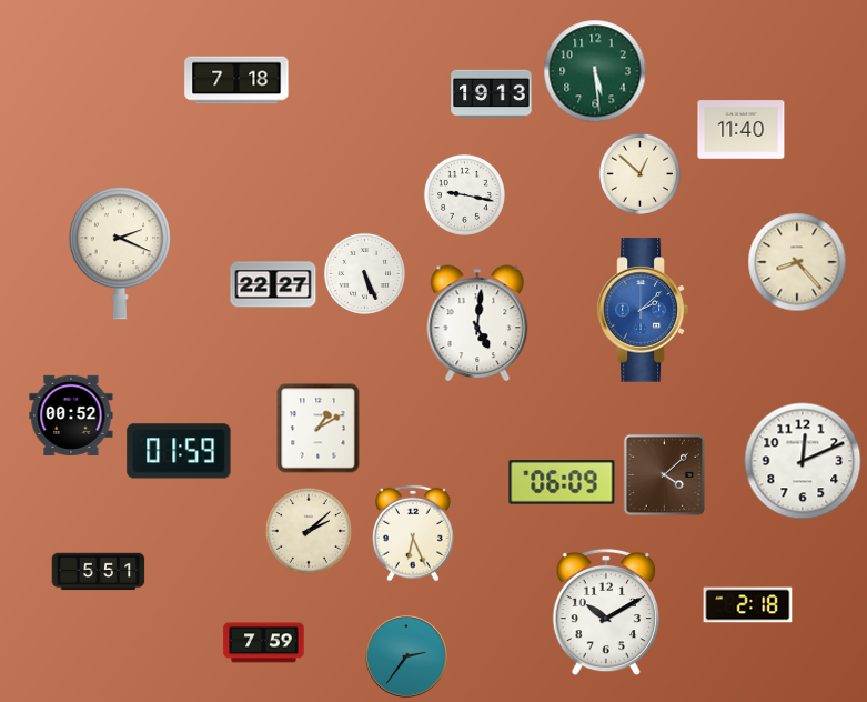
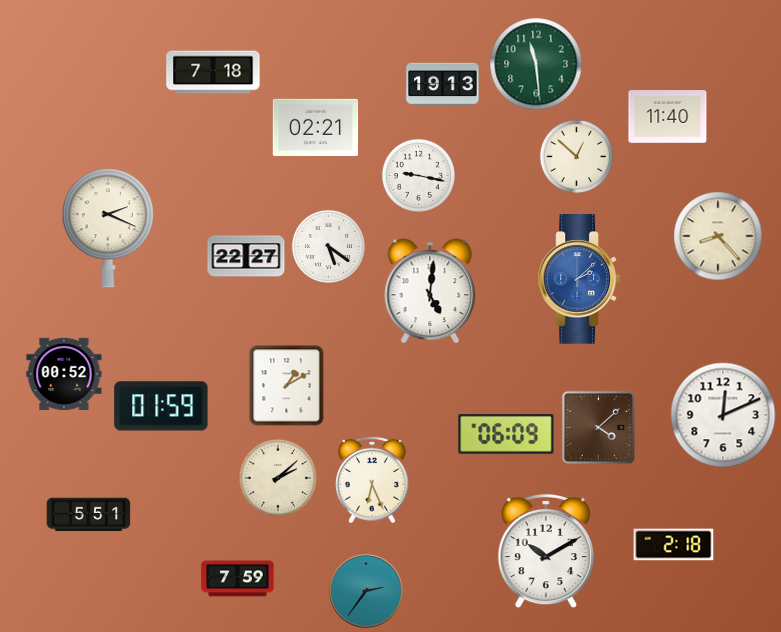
clock at (595, 71): 5:29 -> 11:29
clock at (316, 127): none -> 02:21
clock at (364, 273): 5:26 -> 5:21
